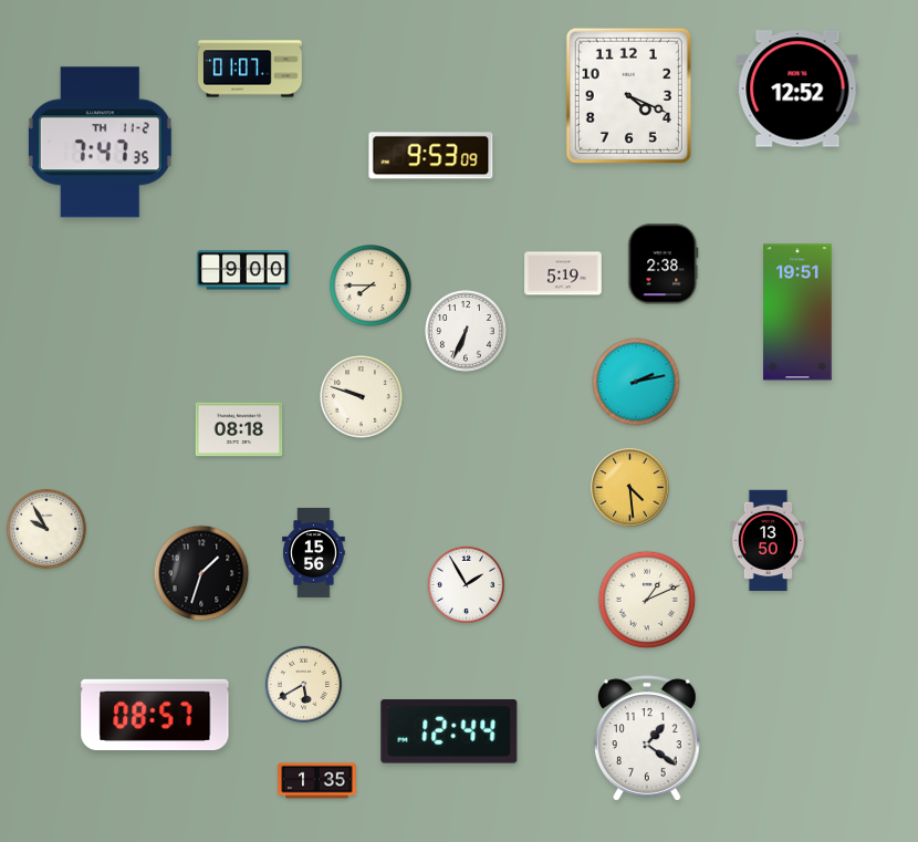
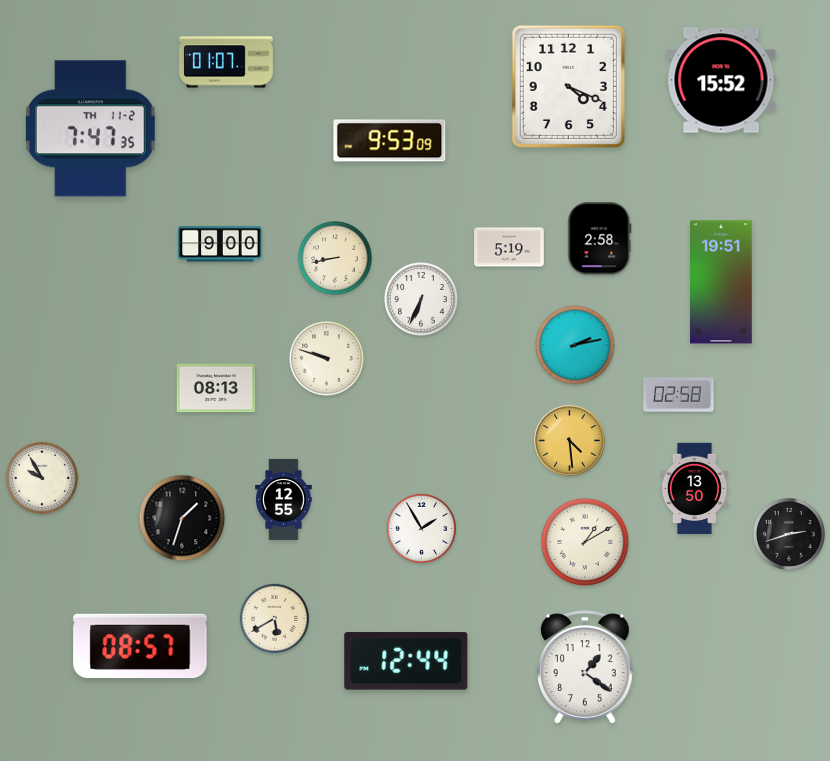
clock at (797, 89): 12:52 -> 15:52
clock at (664, 264): 2:38 -> 2:58
clock at (371, 285): 7:45 -> 8:43
clock at (239, 429): 08:18 -> 08:13
clock at (679, 395): none -> 02:58
clock at (314, 552): 15:56 -> 12:55
clock at (789, 534): none -> 2:42
clock at (647, 600): 1:11 -> 1:10
clock at (317, 781): 1:35 -> none
